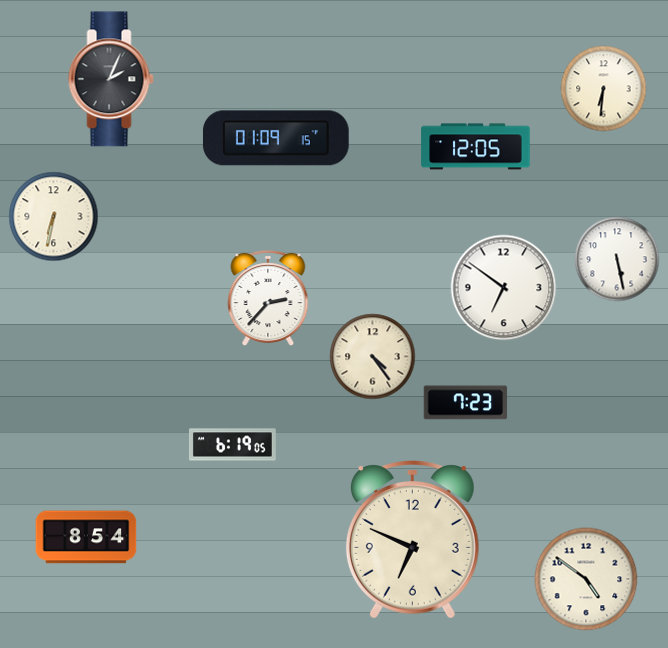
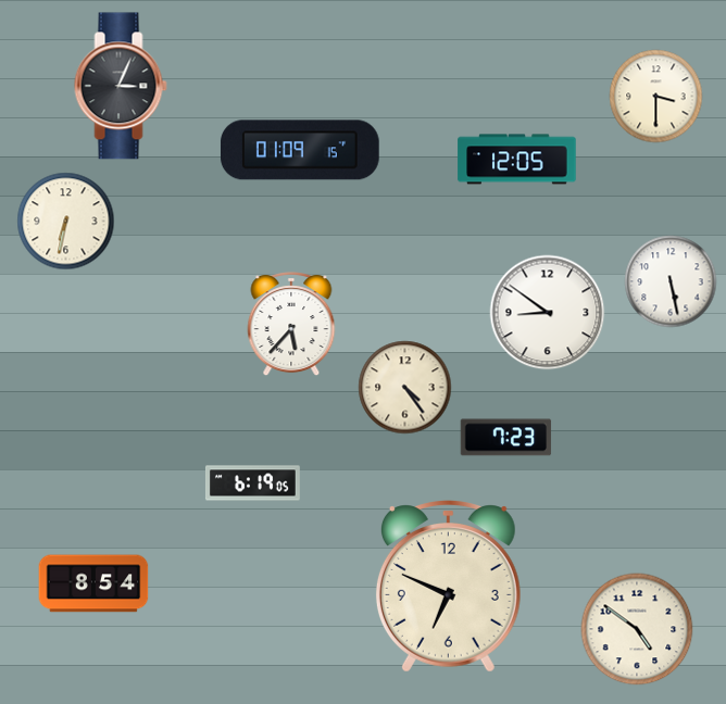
clock at (111, 79): 2:04 -> 3:04
clock at (604, 89): 6:31 -> 3:30
clock at (54, 217) position: (54, 217) -> (66, 222)
clock at (504, 288): 6:51 -> 8:51
clock at (268, 299): 2:37 -> 5:37
